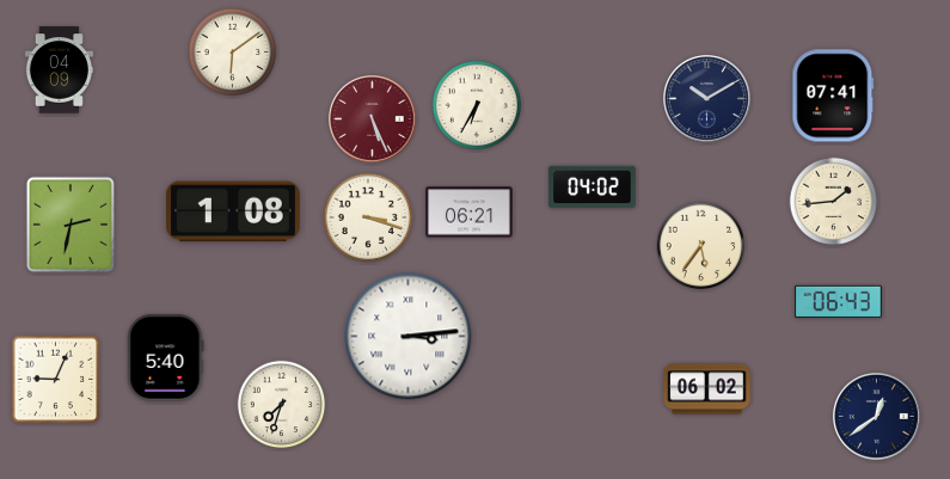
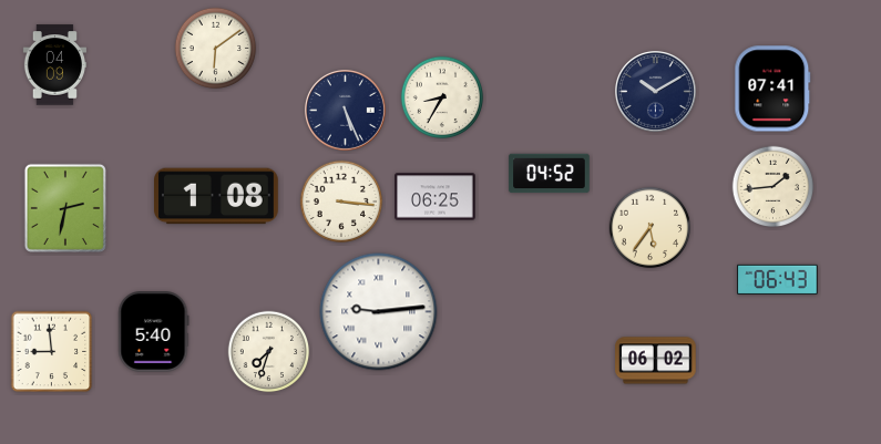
clock at (477, 105): 6:35 -> 8:35
clock at (373, 119) dial: burgundy -> navy
clock at (593, 188): 04:02 -> 04:52
clock at (470, 213): 06:21 -> 06:25
clock at (368, 217): 3:18 -> 3:16
clock at (409, 337): 3:14 -> 9:14
clock at (56, 380): 9:04 -> 8:59
clock at (282, 405) position: (282, 405) -> (269, 352)
clock at (877, 417): 12:39 -> none
